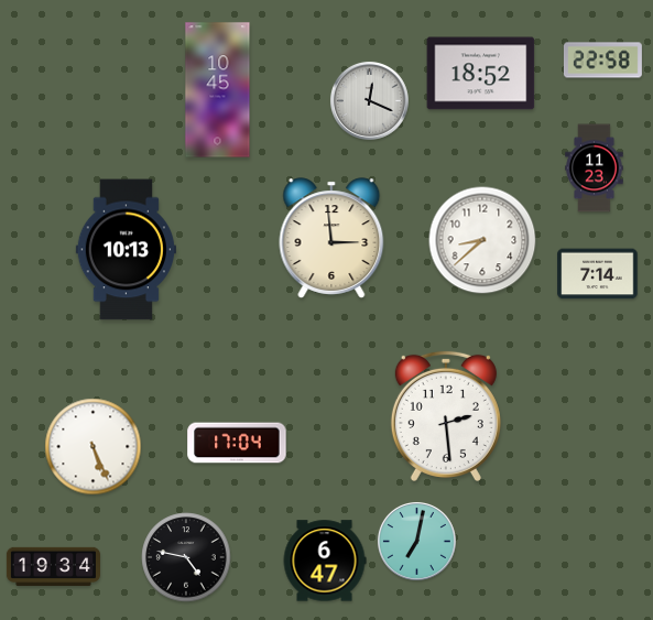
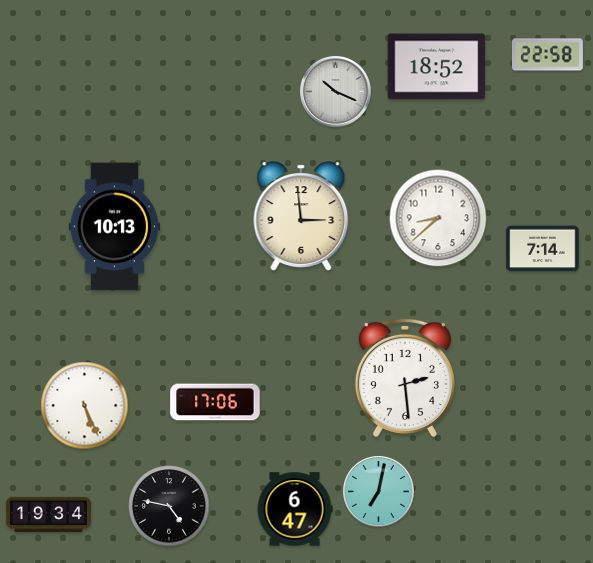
clock at (218, 90): 10:45 -> none
clock at (369, 100): 12:19 -> 10:19
clock at (595, 168): 11:23 -> none
clock at (237, 443): 17:04 -> 17:06
